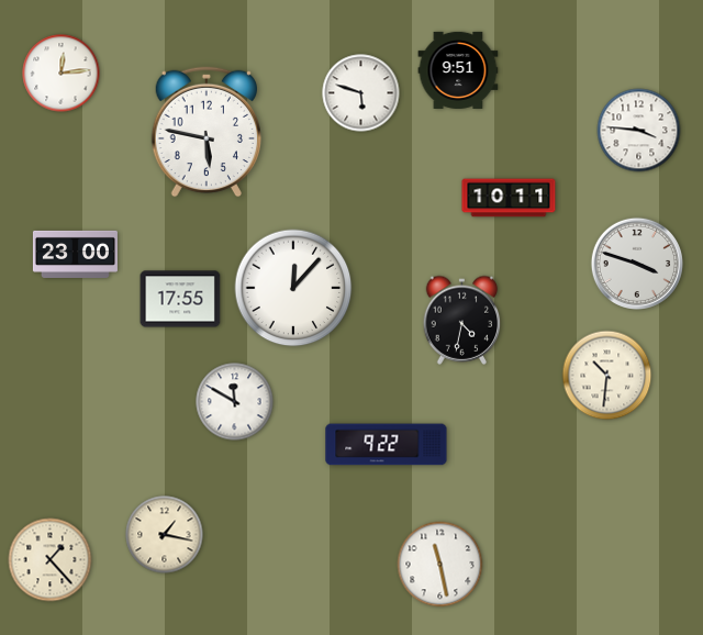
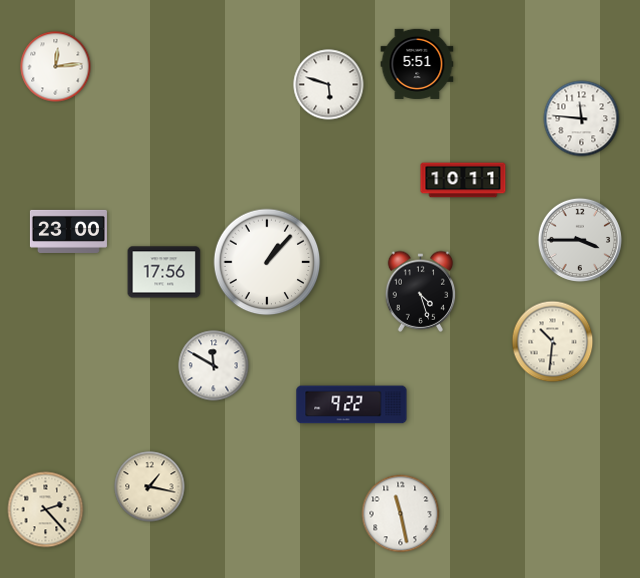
clock at (458, 70): 9:51 -> 5:51
clock at (639, 131): 3:46 -> 11:46
clock at (205, 132): 5:47 -> none
clock at (636, 263): 3:48 -> 3:45
clock at (293, 288): 12:07 -> 1:07
clock at (180, 299): 17:55 -> 17:56
clock at (462, 320): 4:32 -> 4:27
clock at (51, 560): 1:23 -> 2:23
